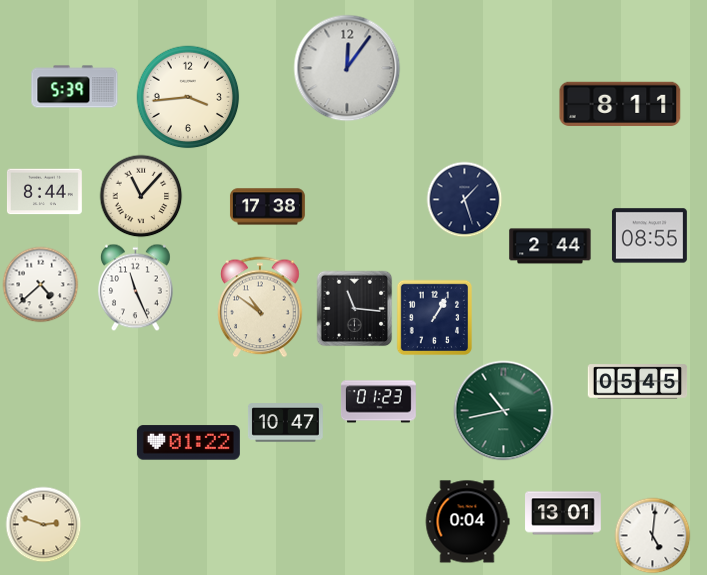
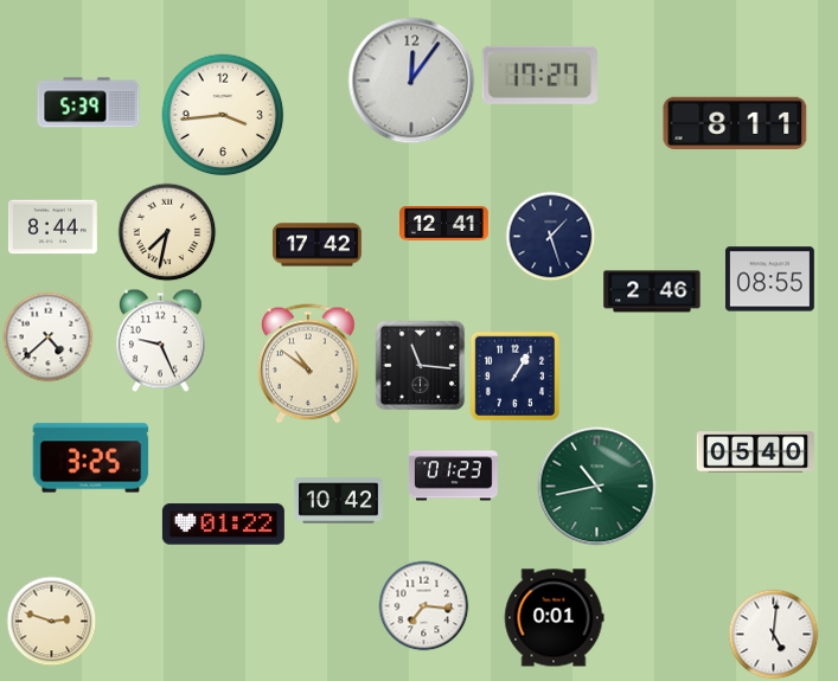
clock at (539, 75): none -> 17:27
clock at (444, 224): none -> 12:41
clock at (141, 196): 11:07 -> 7:32
clock at (268, 207): 17:38 -> 17:42
clock at (550, 246): 2:44 -> 2:46
clock at (135, 288): 11:26 -> 9:26
clock at (638, 382): 05:45 -> 05:40
clock at (91, 458): none -> 3:25
clock at (378, 402) position: (378, 402) -> (453, 476)
clock at (285, 423): 10:47 -> 10:42
clock at (424, 606): none -> 7:16
clock at (563, 513): 13:01 -> none
clock at (467, 522): 0:04 -> 0:01
